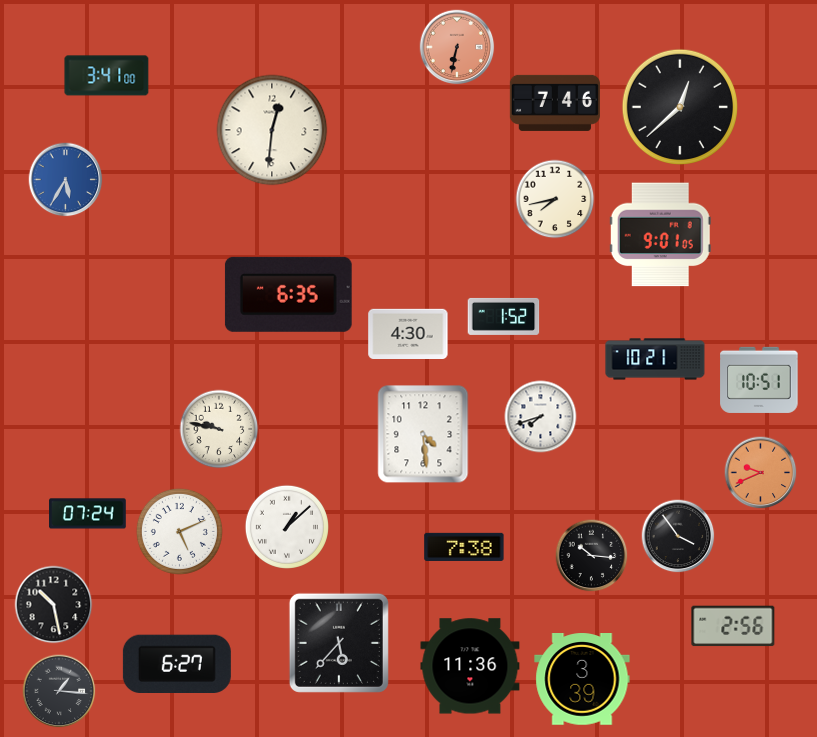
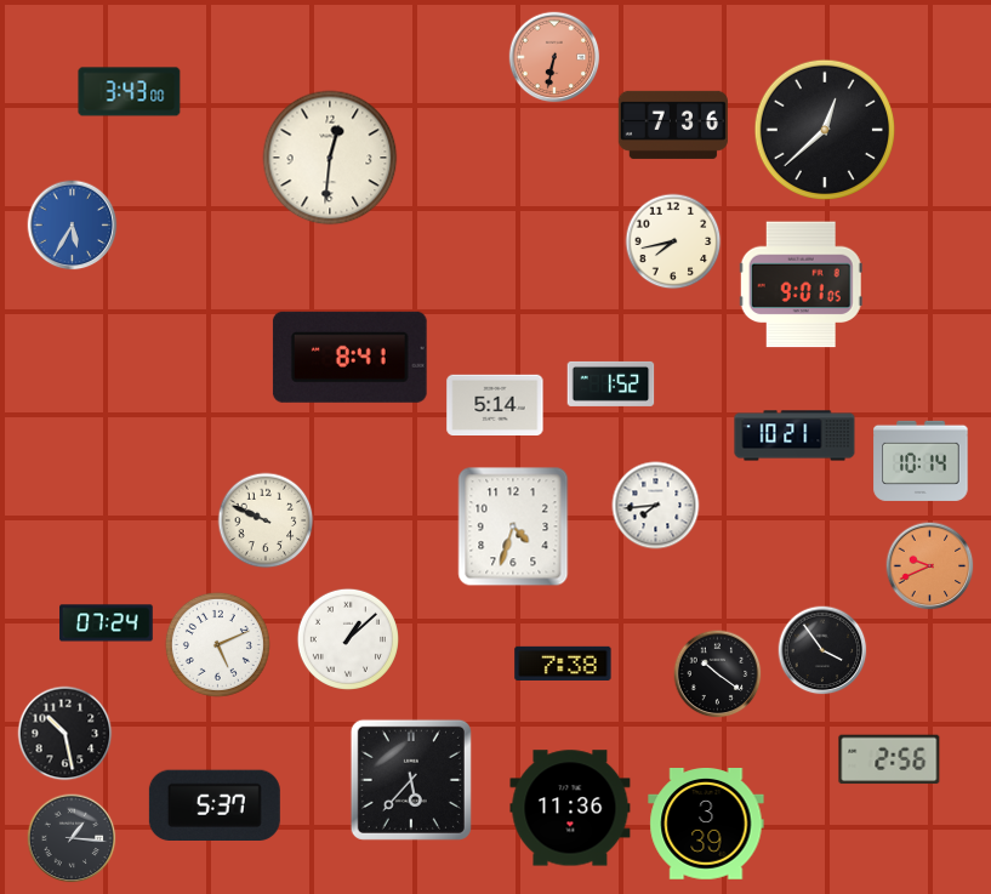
clock at (107, 76): 3:41 -> 3:43
clock at (555, 103): 7:46 -> 7:36
clock at (66, 180) position: (66, 180) -> (73, 226)
clock at (288, 294): 6:35 -> 8:41
clock at (408, 333): 4:30 -> 5:14
clock at (759, 380): 10:51 -> 10:14
clock at (541, 417): 7:42 -> 7:44
clock at (219, 429): 9:47 -> 9:49
clock at (423, 434): 4:29 -> 4:33
clock at (761, 473) position: (761, 473) -> (930, 566)
clock at (592, 556): 10:16 -> 10:21
clock at (177, 663): 6:27 -> 5:37
